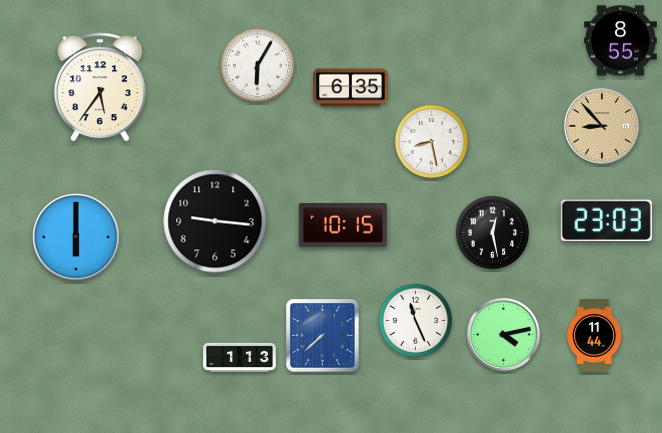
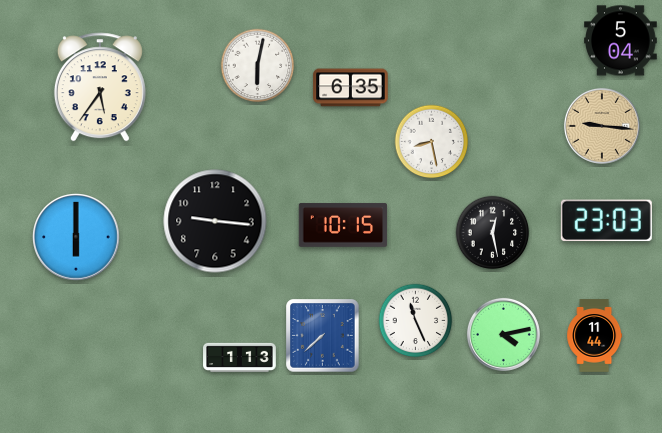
clock at (621, 41): 8:55 -> 5:04
clock at (258, 66): 6:05 -> 6:02
clock at (602, 126): 8:53 -> 9:16
